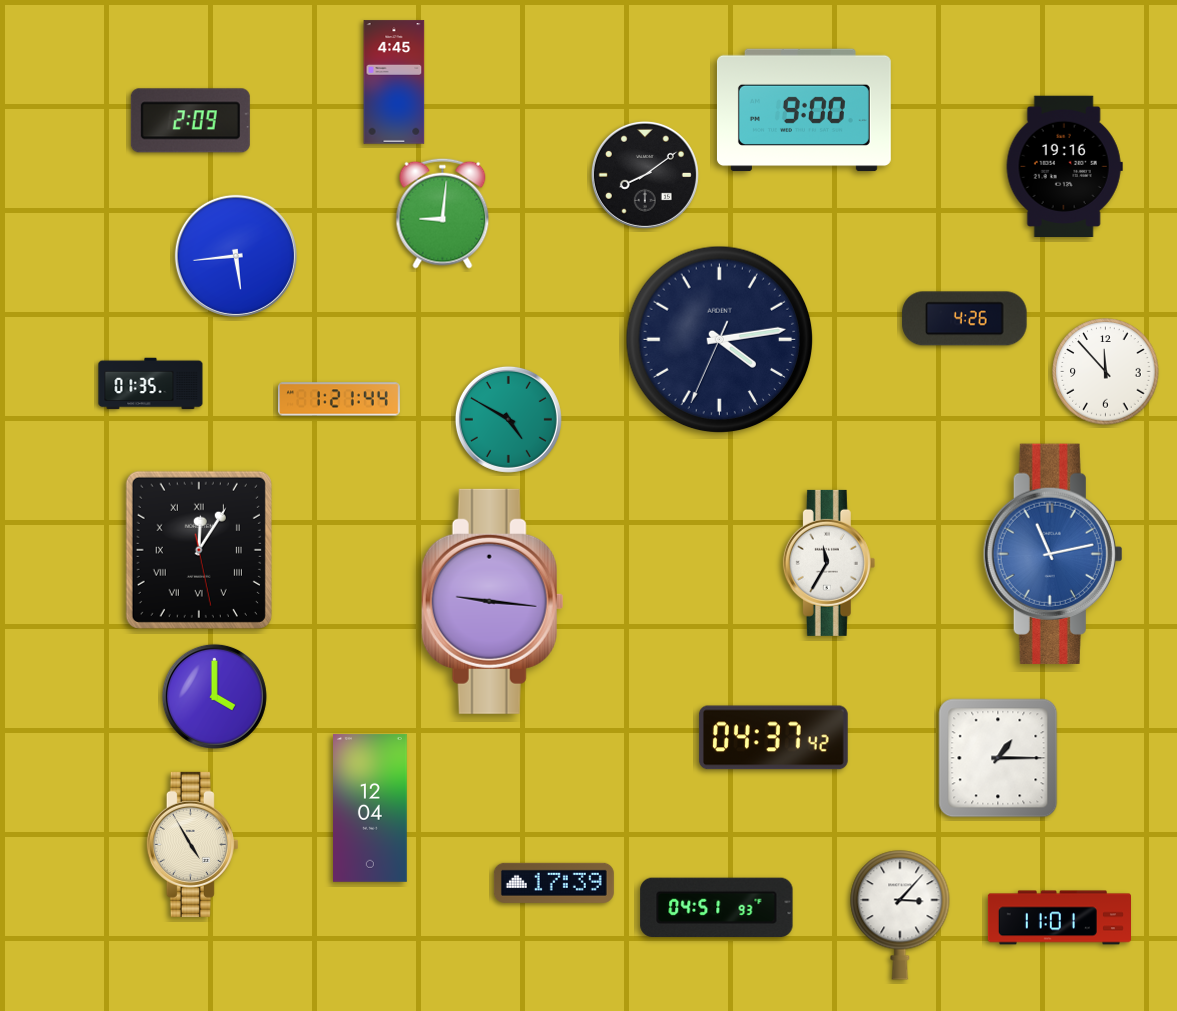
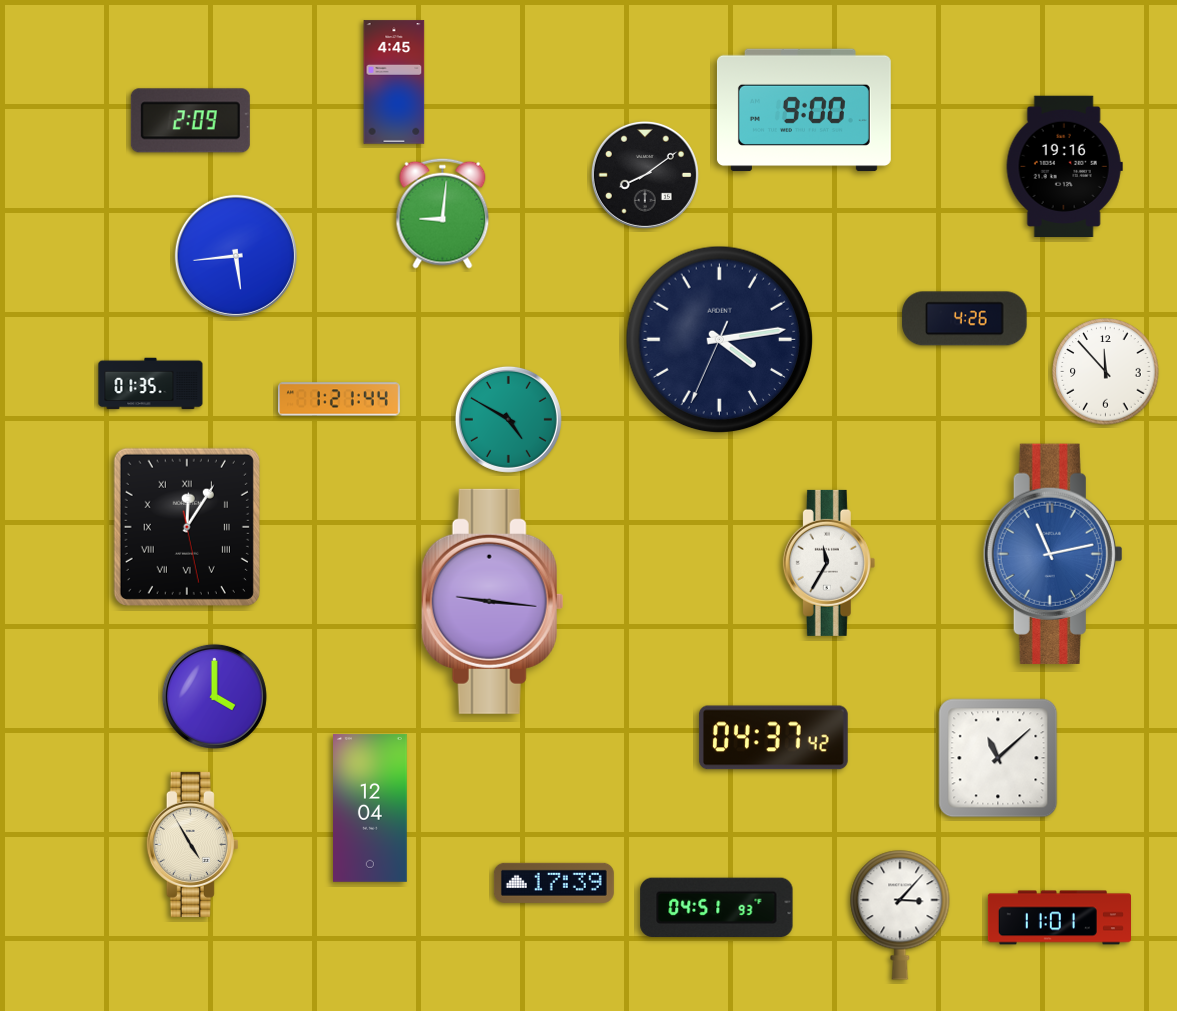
clock at (199, 550) position: (199, 550) -> (187, 527)
clock at (998, 758): 1:15 -> 11:08
